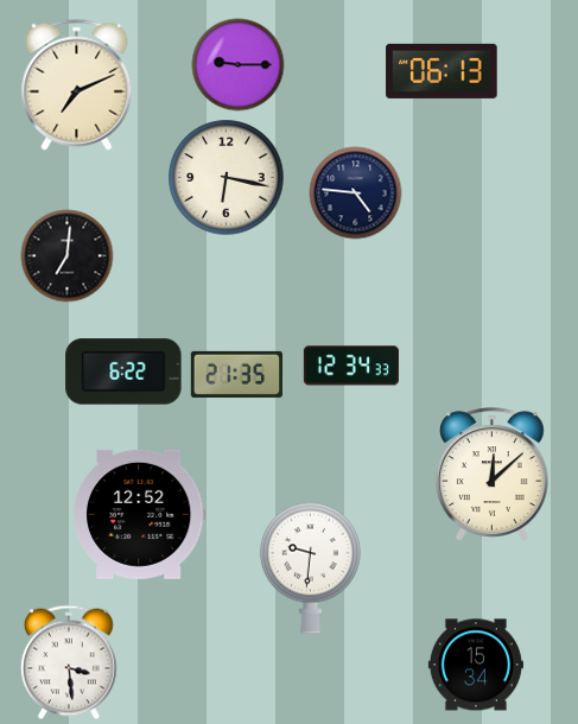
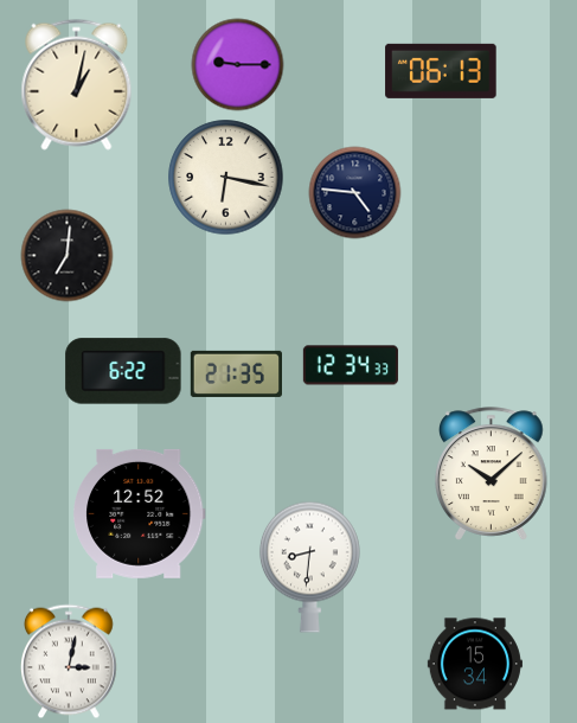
clock at (77, 84): 7:11 -> 1:02
clock at (493, 475): 12:08 -> 10:08
clock at (310, 567): 9:31 -> 8:31
clock at (70, 662): 3:29 -> 3:02
